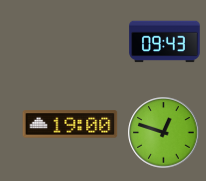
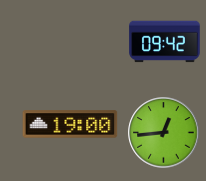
clock at (165, 42): 09:43 -> 09:42
clock at (164, 133): 12:48 -> 12:44
